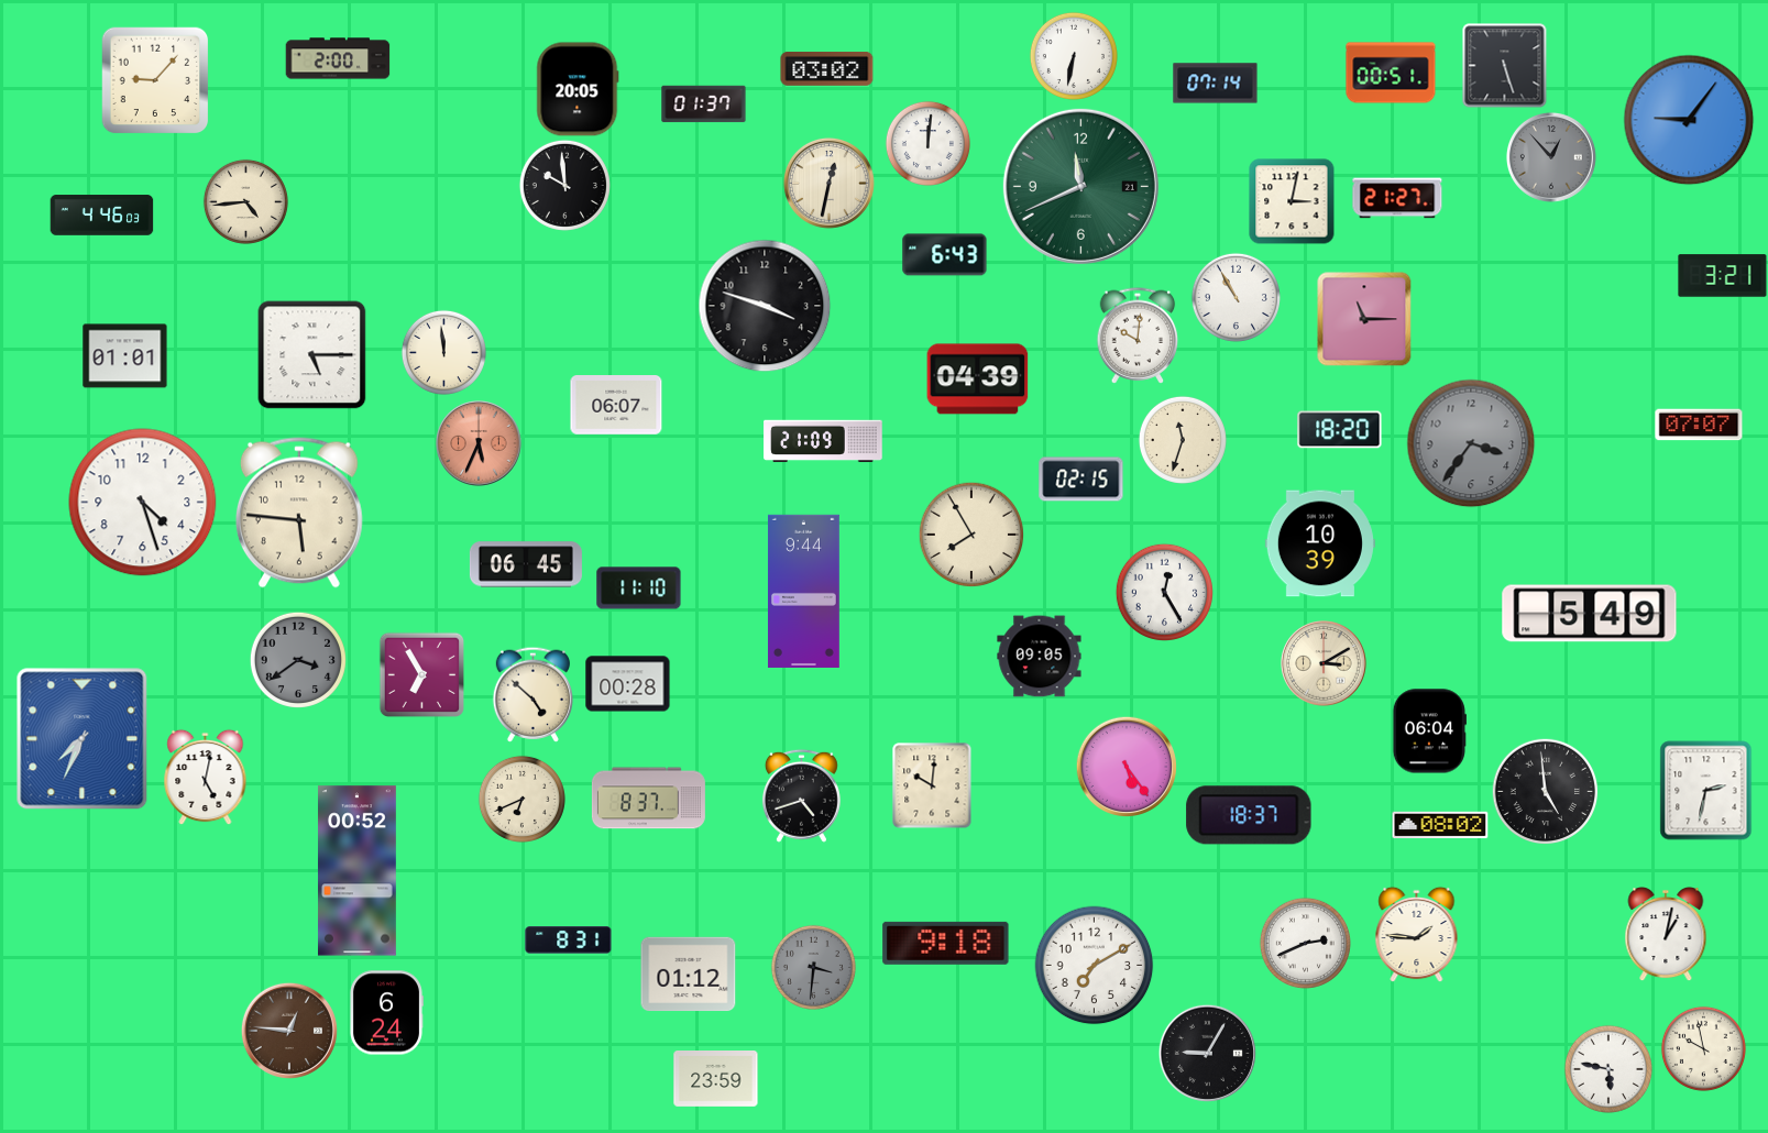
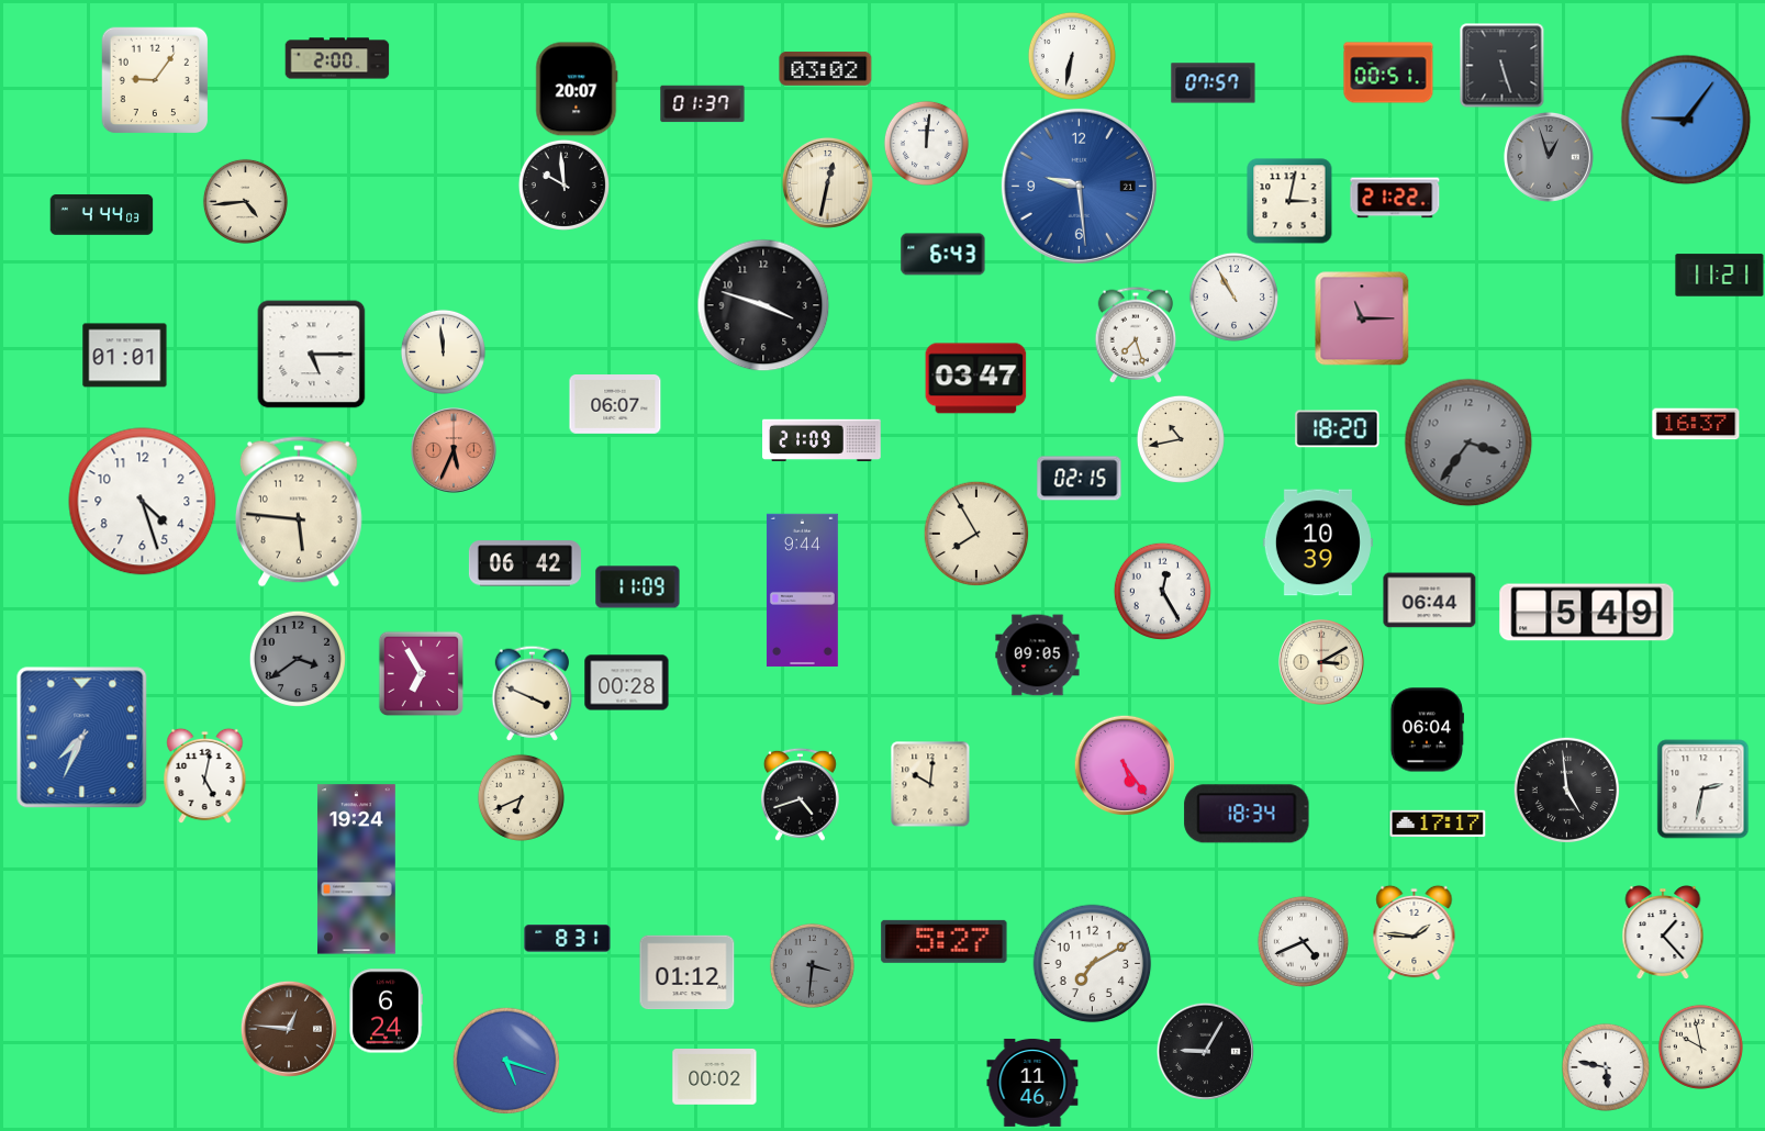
clock at (155, 80): 9:07 -> 9:06
clock at (1216, 84): 07:14 -> 07:57
clock at (578, 89): 20:05 -> 20:07
clock at (1551, 157): 12:53 -> 12:57
clock at (1080, 186): 11:41 -> 9:29
clock at (1080, 186) dial: green -> blue
clock at (1397, 198): 21:27 -> 21:22
clock at (102, 216): 4:46 -> 4:44
clock at (1723, 276): 3:21 -> 11:21
clock at (1138, 335): 10:01 -> 7:27
clock at (978, 380): 04:39 -> 03:47
clock at (1699, 425): 07:07 -> 16:37
clock at (1183, 440): 11:33 -> 10:43
clock at (479, 443) position: (479, 443) -> (454, 450)
clock at (971, 535) position: (971, 535) -> (976, 534)
clock at (526, 564): 06:45 -> 06:42
clock at (639, 588): 11:10 -> 11:09
clock at (1430, 601): none -> 06:44
clock at (532, 694): 4:52 -> 3:49
clock at (1545, 791) position: (1545, 791) -> (1566, 790)
clock at (648, 799): 8:37 -> none
clock at (1249, 815): 18:37 -> 18:34
clock at (1440, 825): 08:02 -> 17:17
clock at (356, 871): 00:52 -> 19:24
clock at (1666, 935): 1:02 -> 1:23
clock at (946, 943): 9:18 -> 5:27
clock at (1305, 943): 2:41 -> 4:41
clock at (506, 1061): none -> 5:18
clock at (716, 1079): 23:59 -> 00:02
clock at (1032, 1083): none -> 11:46
